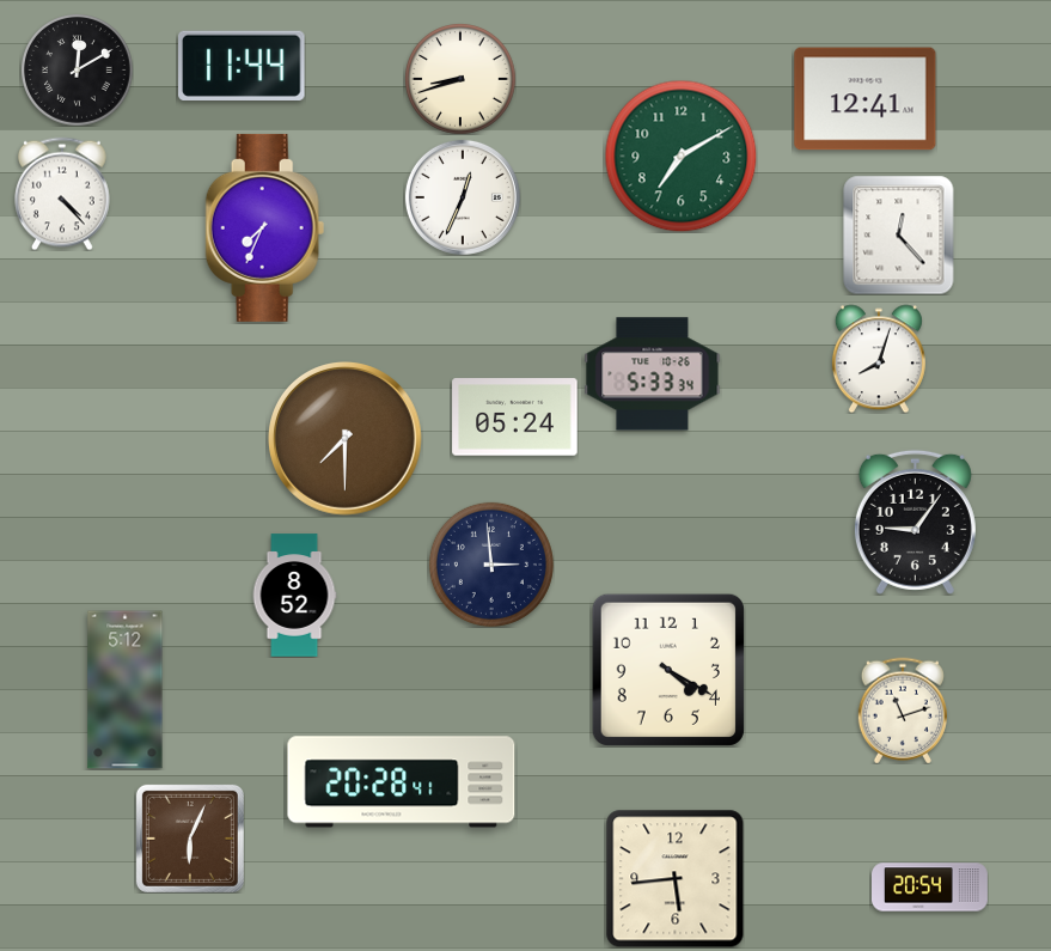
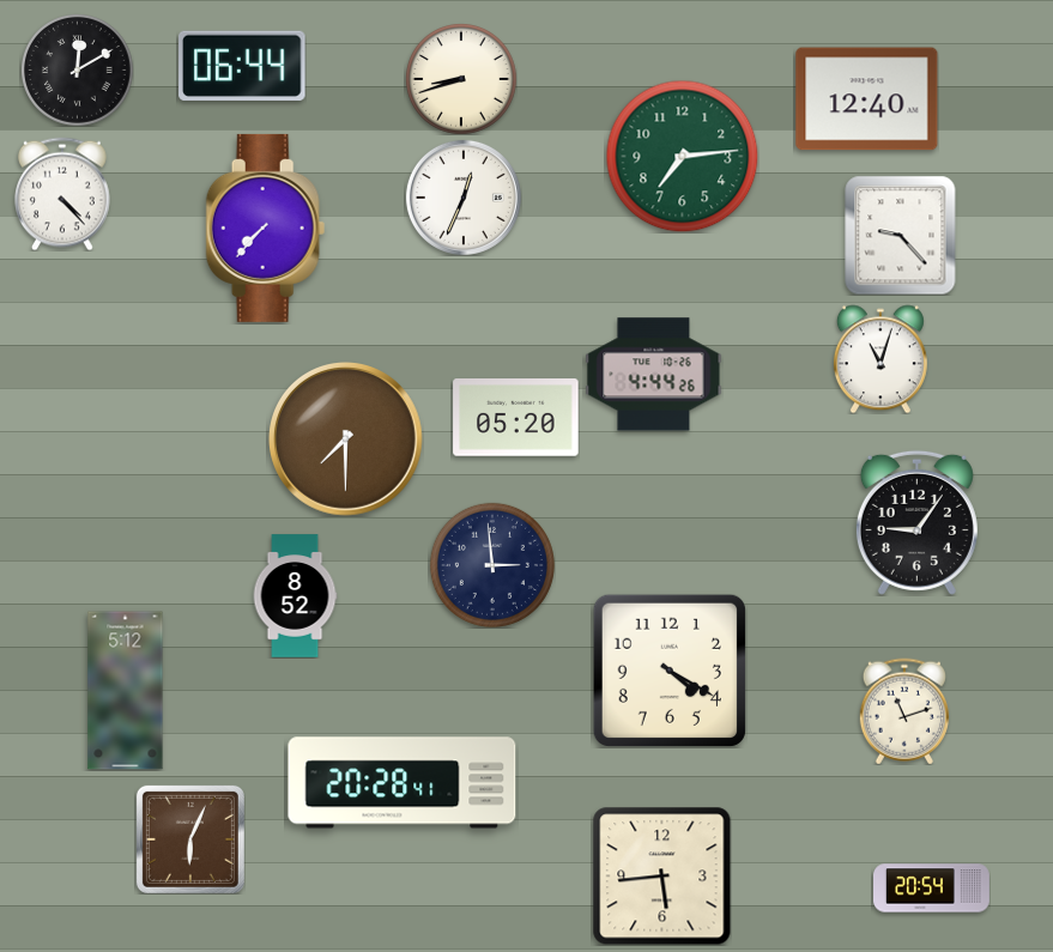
clock at (242, 66): 11:44 -> 06:44
clock at (866, 99): 12:41 -> 12:40
clock at (680, 156): 7:10 -> 7:14
clock at (265, 227): 7:34 -> 7:37
clock at (899, 234): 12:23 -> 9:23
clock at (879, 359): 8:03 -> 11:03
clock at (653, 374): 5:33 -> 4:44
clock at (515, 417): 05:24 -> 05:20
clock at (676, 879) position: (676, 879) -> (662, 877)
